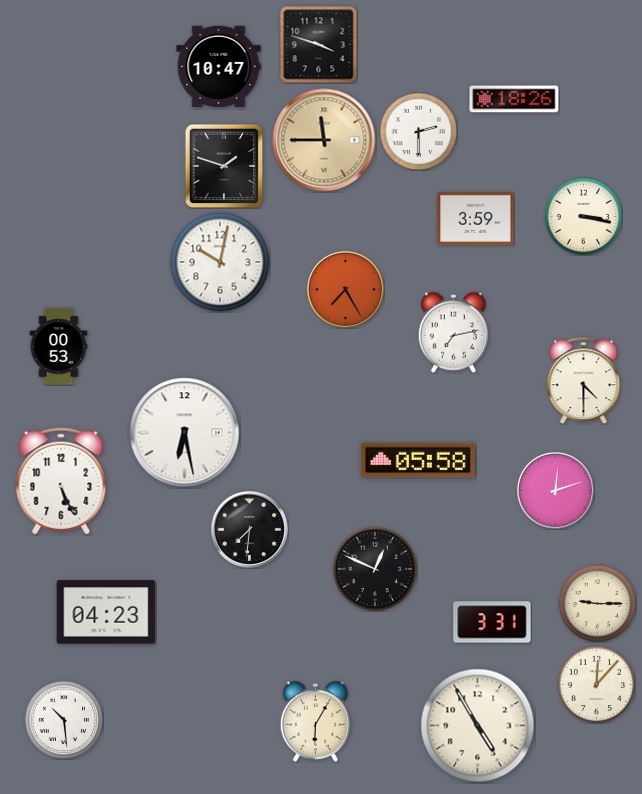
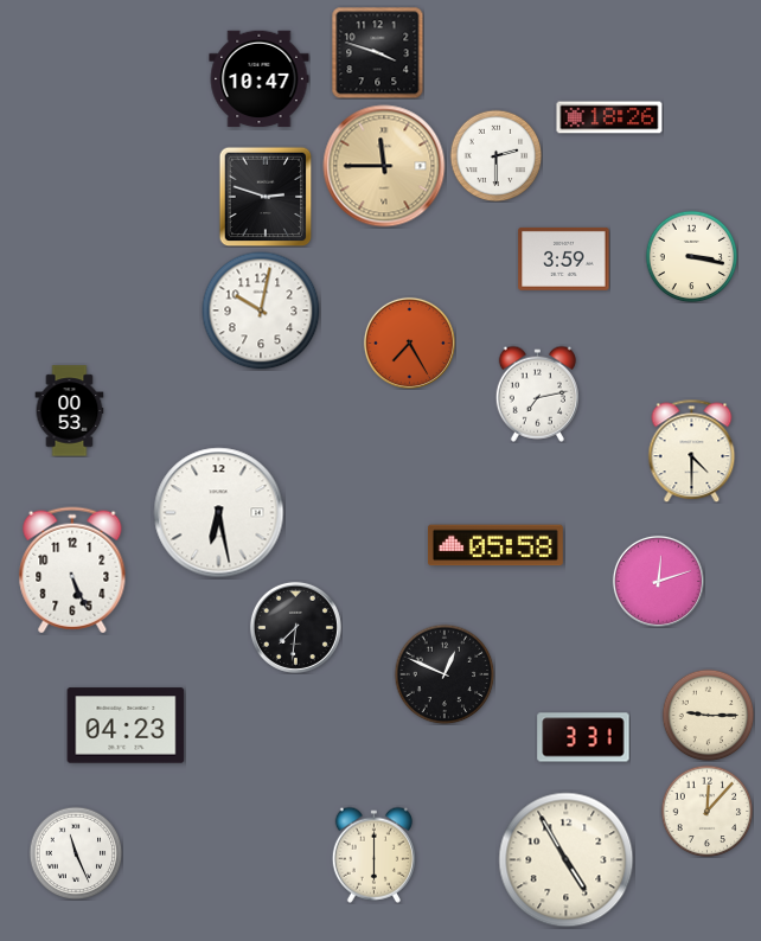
clock at (224, 166): 1:48 -> 2:48
clock at (64, 720): 10:29 -> 11:26
clock at (315, 721): 6:05 -> 6:00
